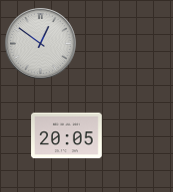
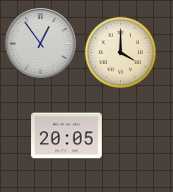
clock at (41, 44): 12:51 -> 12:54
clock at (121, 53): none -> 4:00
